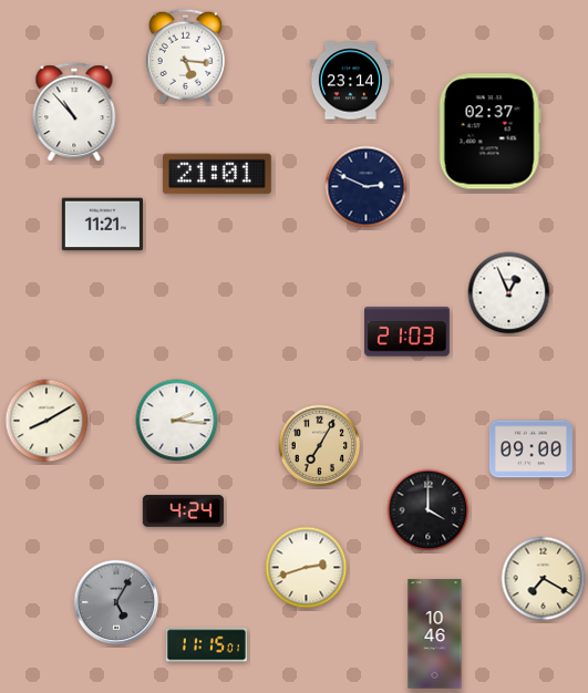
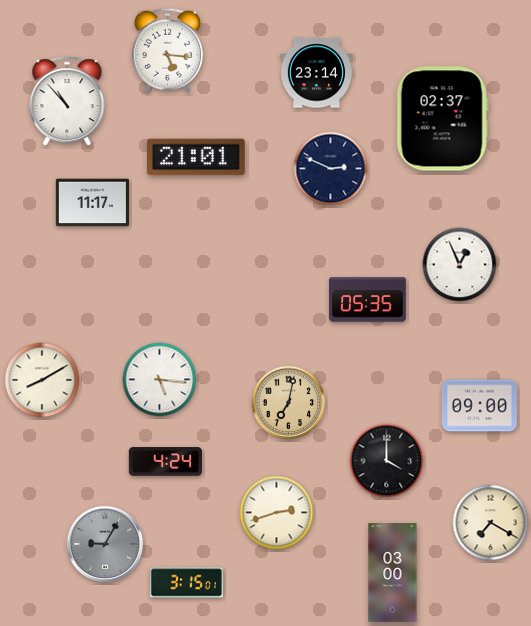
clock at (102, 225): 11:21 -> 11:17
clock at (408, 332): 21:03 -> 05:35
clock at (177, 421): 2:16 -> 5:16
clock at (320, 446): 7:05 -> 7:02
clock at (116, 602): 5:05 -> 9:05
clock at (435, 634): 10:46 -> 03:00
clock at (206, 645): 11:15 -> 3:15
